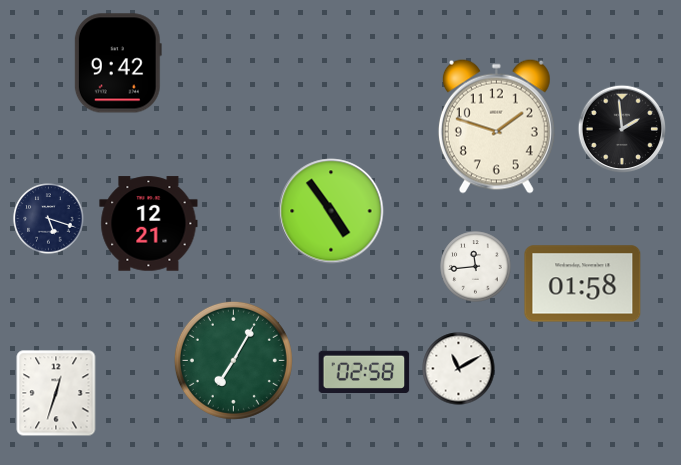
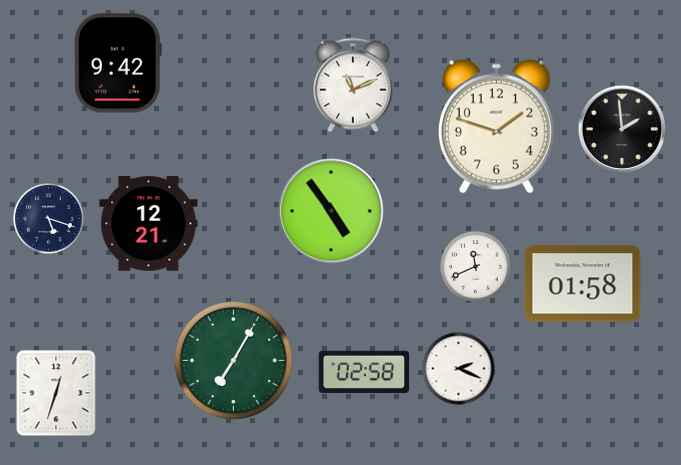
clock at (354, 85): none -> 11:11
clock at (476, 267): 11:44 -> 11:41
clock at (459, 369): 11:10 -> 2:19
